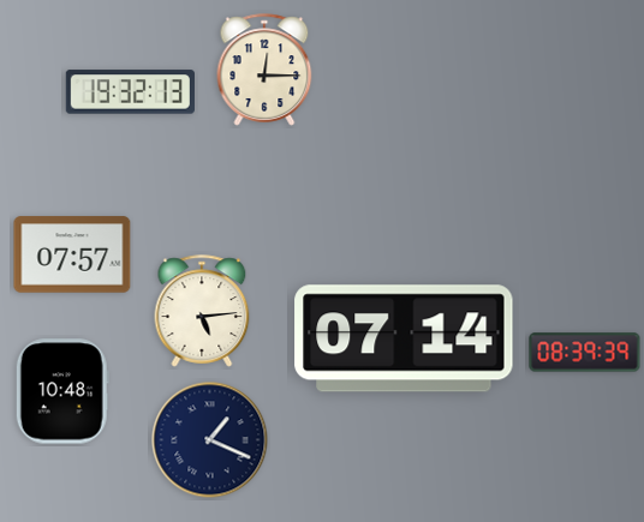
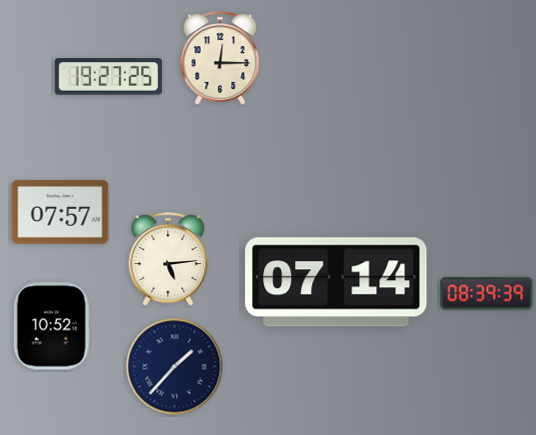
clock at (130, 92): 19:32 -> 19:27
clock at (62, 391): 10:48 -> 10:52
clock at (210, 440): 1:19 -> 1:37
